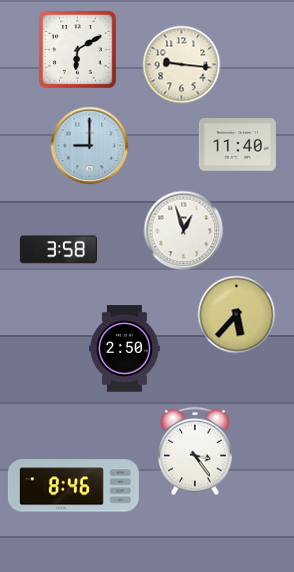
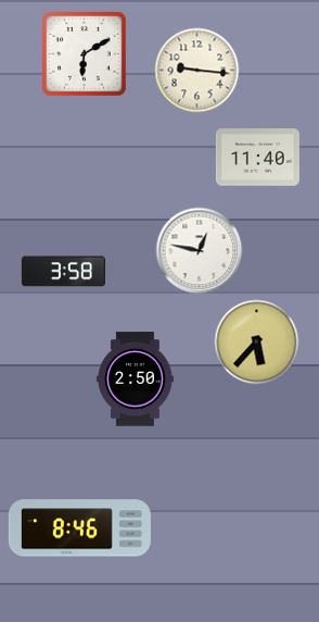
clock at (89, 145): 9:00 -> none
clock at (183, 230): 12:57 -> 12:47
clock at (195, 451): 3:24 -> none
